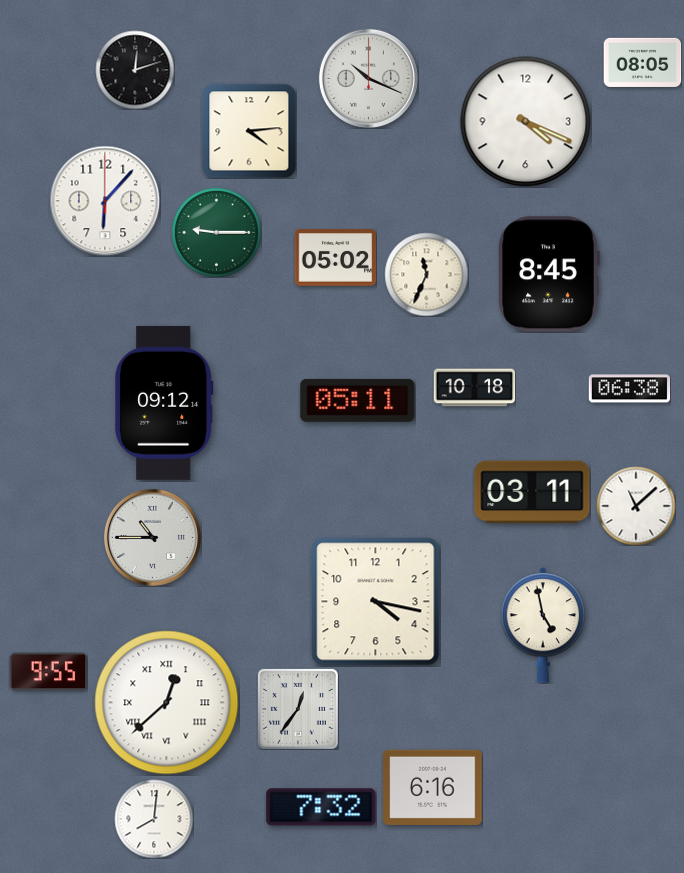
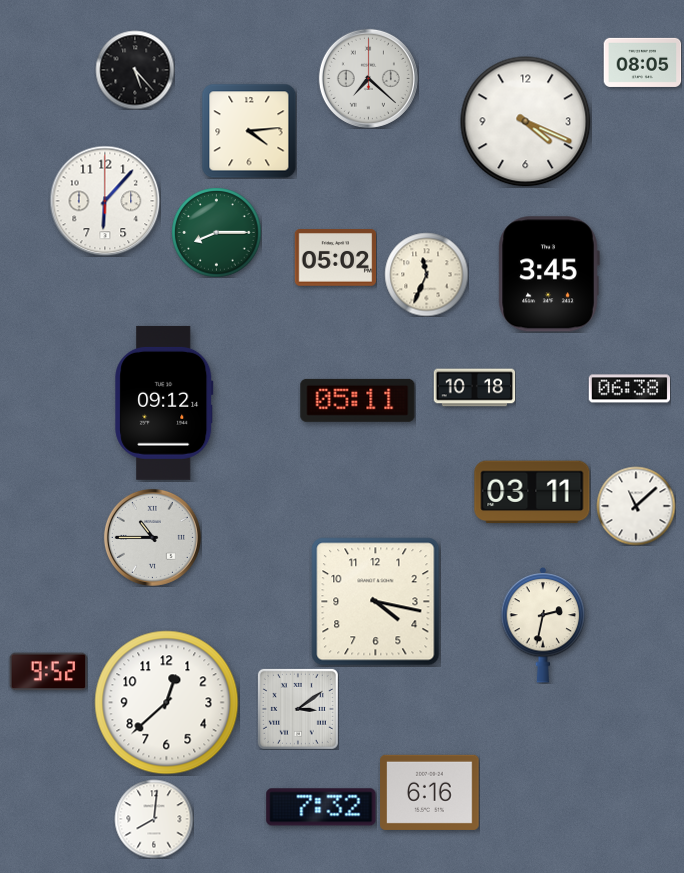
clock at (135, 70): 12:12 -> 5:23
clock at (368, 78): 10:19 -> 7:22
clock at (216, 232): 9:15 -> 8:15
clock at (549, 274): 8:45 -> 3:45
clock at (543, 625): 4:58 -> 2:32
clock at (48, 672): 9:55 -> 9:52
clock at (167, 703) numerals: Roman -> Arabic
clock at (298, 709): 12:36 -> 3:09
clock at (433, 787) position: (433, 787) -> (430, 792)
